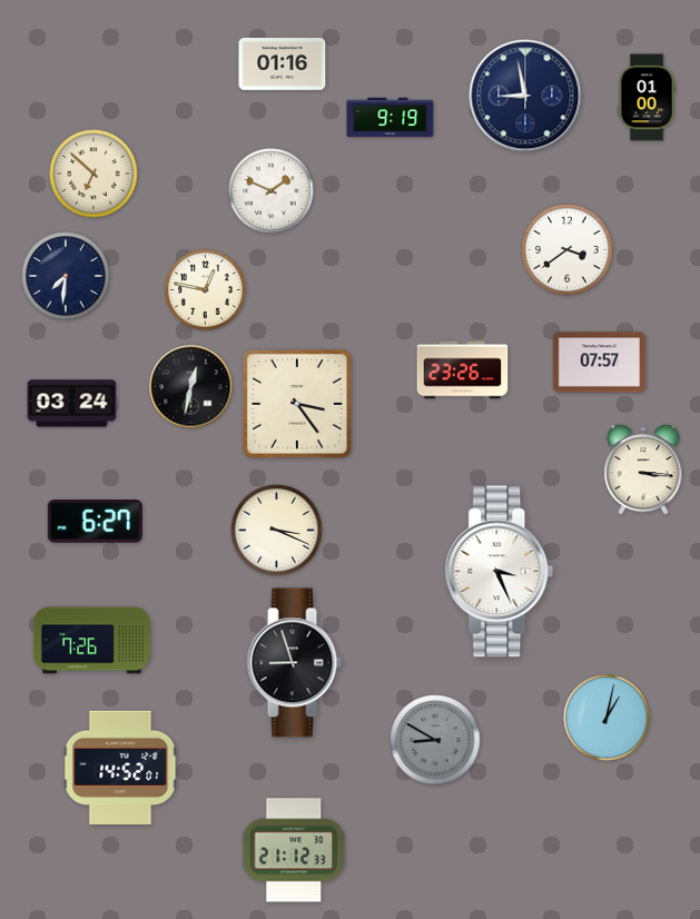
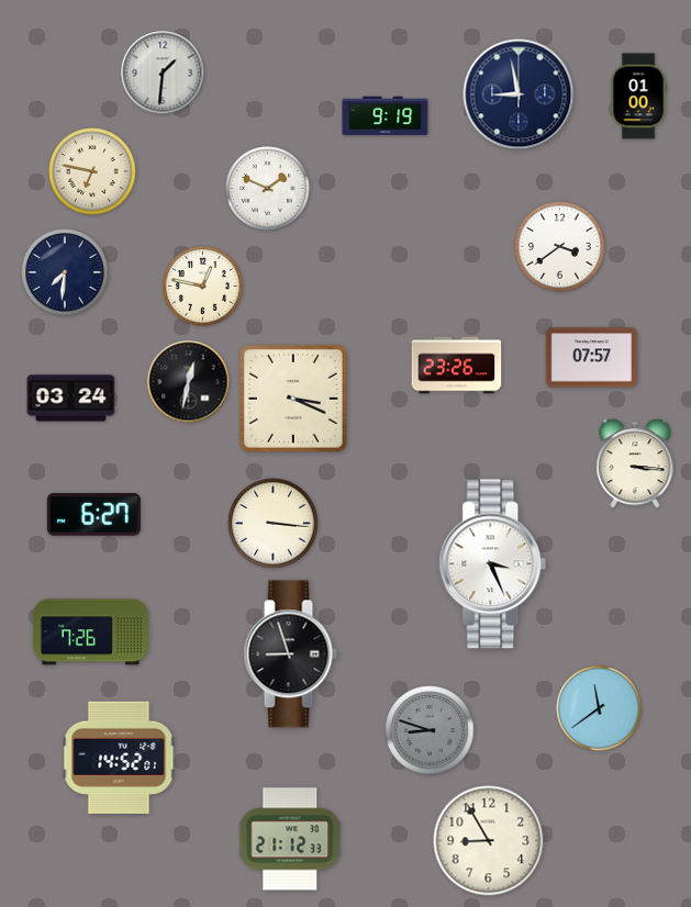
clock at (283, 63): 01:16 -> none
clock at (163, 72): none -> 1:31
clock at (93, 174): 6:52 -> 6:47
clock at (297, 404): 3:24 -> 3:19
clock at (277, 531): 3:19 -> 3:16
clock at (607, 718): 1:02 -> 11:39
clock at (435, 740): 8:50 -> 8:48
clock at (489, 841): none -> 8:55
